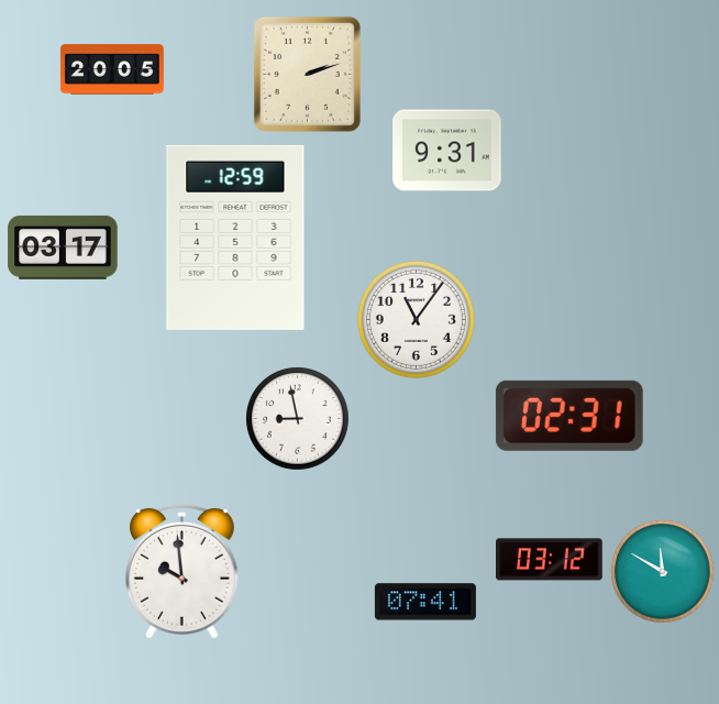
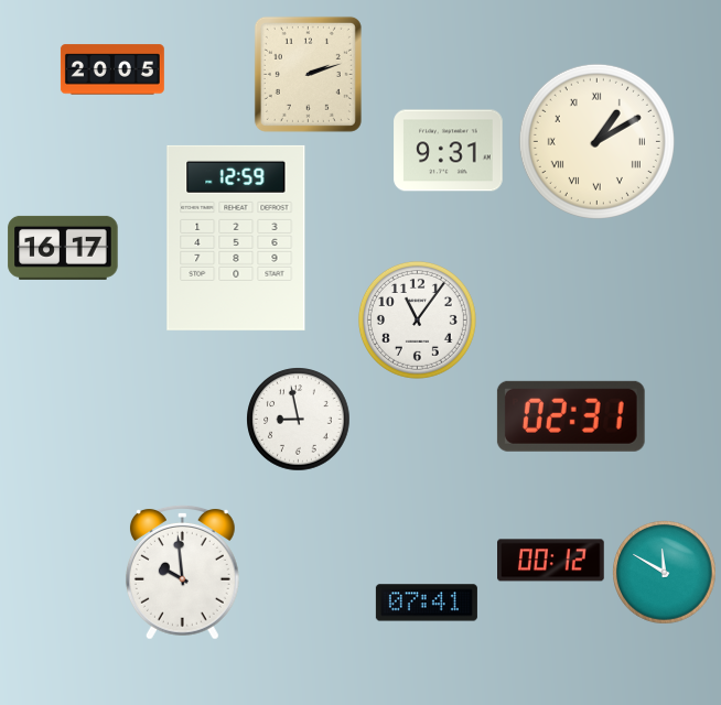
clock at (596, 141): none -> 1:10
clock at (63, 248): 03:17 -> 16:17
clock at (550, 560): 03:12 -> 00:12
